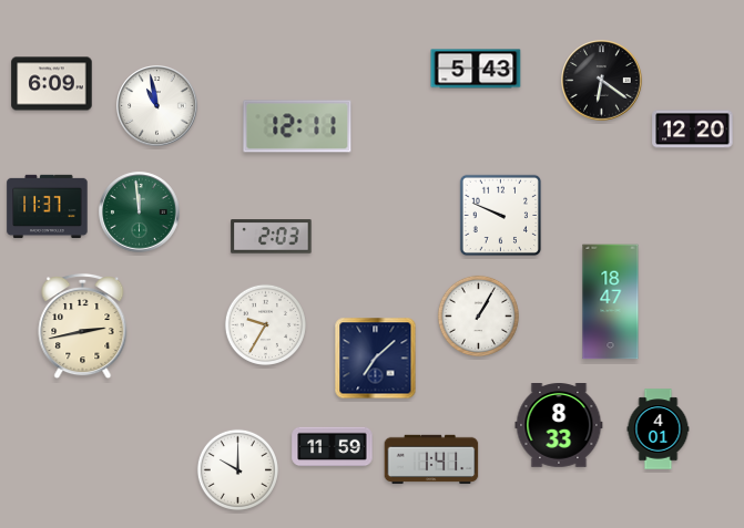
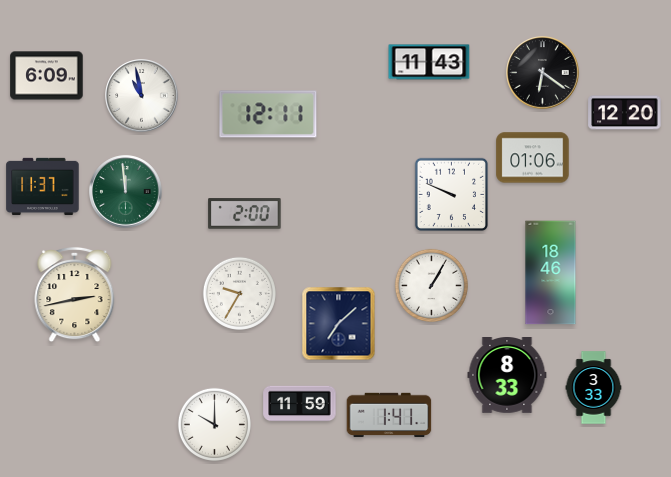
clock at (476, 69): 5:43 -> 11:43
clock at (693, 130) position: (693, 130) -> (625, 113)
clock at (533, 158): none -> 01:06
clock at (272, 237): 2:03 -> 2:00
clock at (611, 302): 18:47 -> 18:46
clock at (559, 426) position: (559, 426) -> (507, 376)
clock at (659, 429): 4:01 -> 3:33
